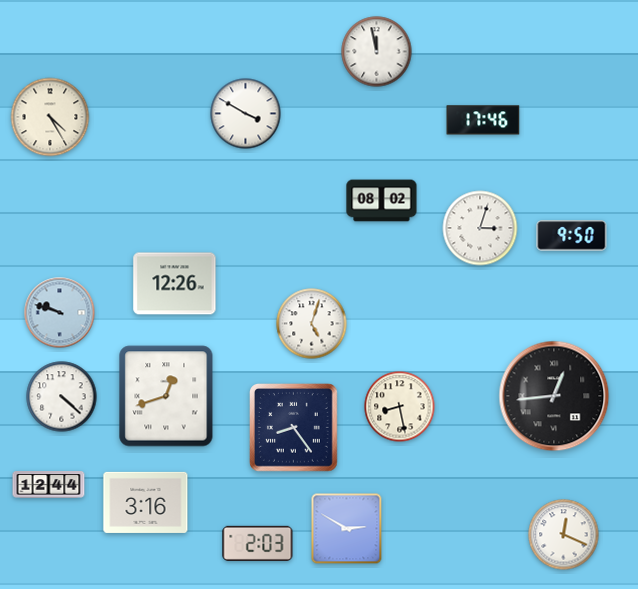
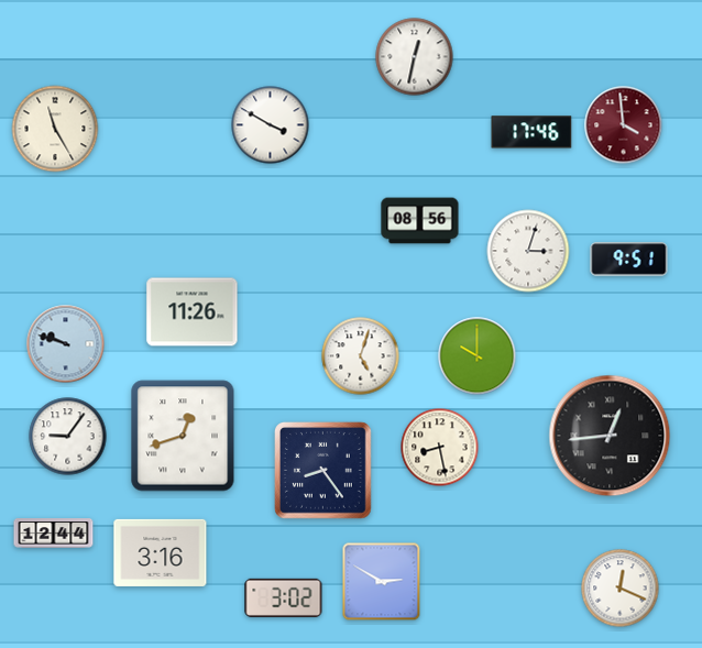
clock at (377, 52): 11:58 -> 12:32
clock at (624, 125): none -> 3:59
clock at (50, 117): 4:25 -> 11:25
clock at (382, 201): 08:02 -> 08:56
clock at (572, 236): 9:50 -> 9:51
clock at (175, 284): 12:26 -> 11:26
clock at (312, 324) position: (312, 324) -> (361, 356)
clock at (478, 356): none -> 10:00
clock at (62, 397): 4:22 -> 9:06
clock at (258, 543): 2:03 -> 3:02
